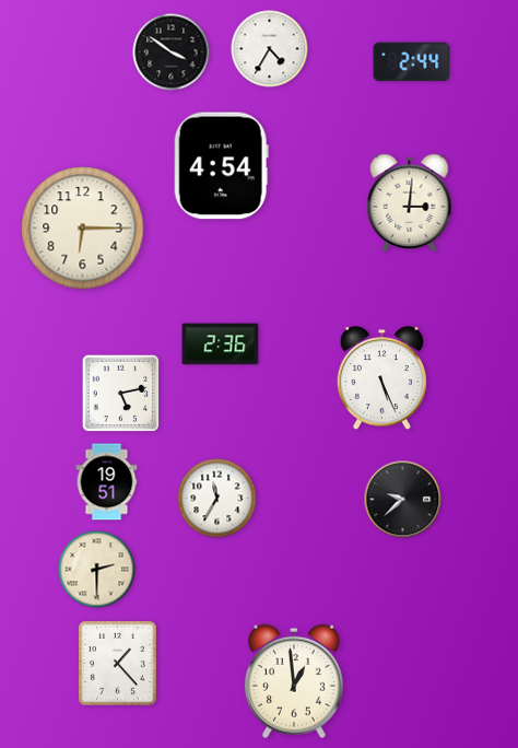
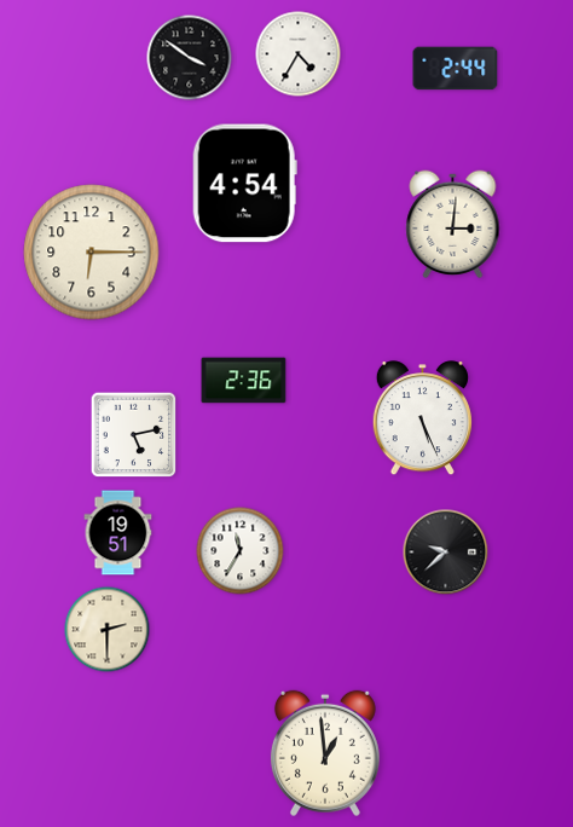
clock at (117, 663): 1:23 -> none
